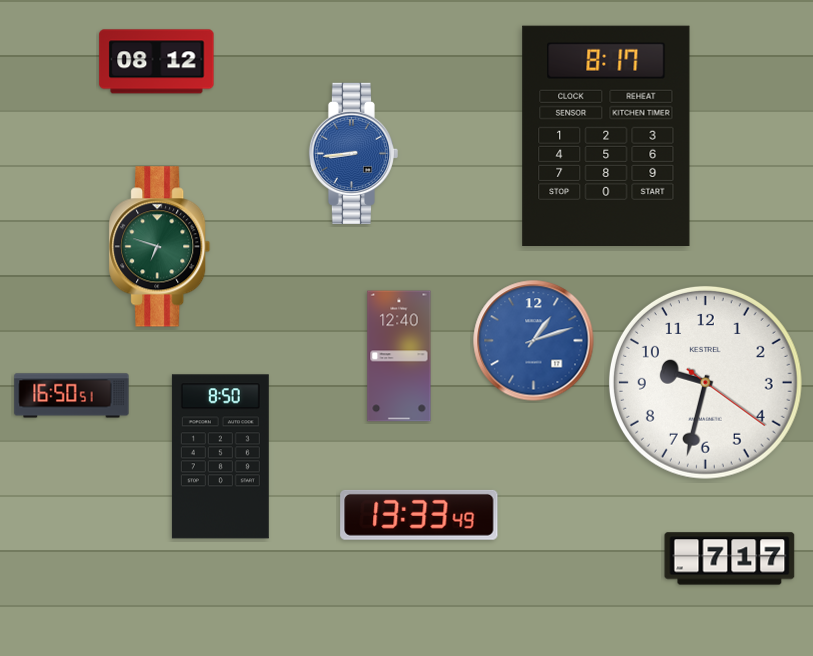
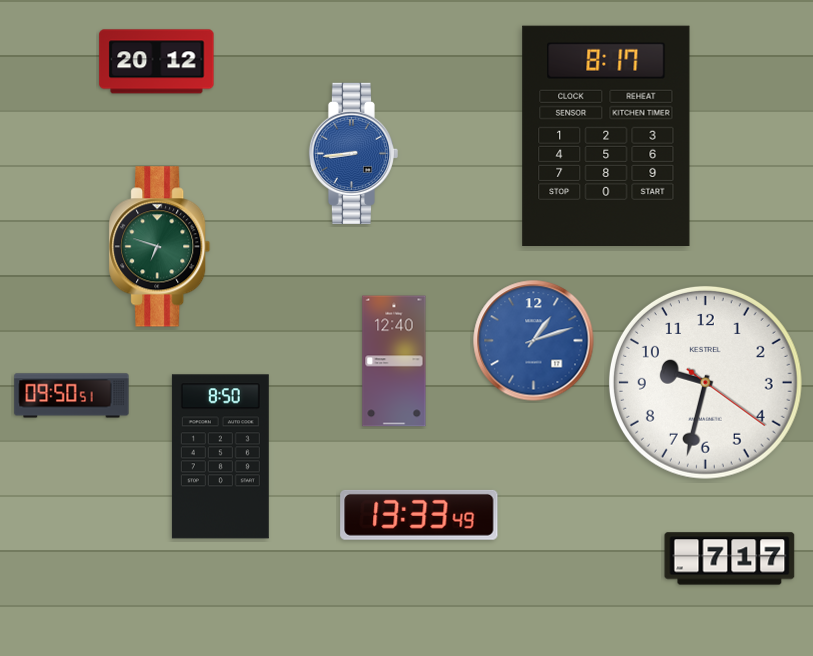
clock at (157, 62): 08:12 -> 20:12
clock at (399, 356) position: (399, 356) -> (394, 361)
clock at (72, 396): 16:50 -> 09:50
